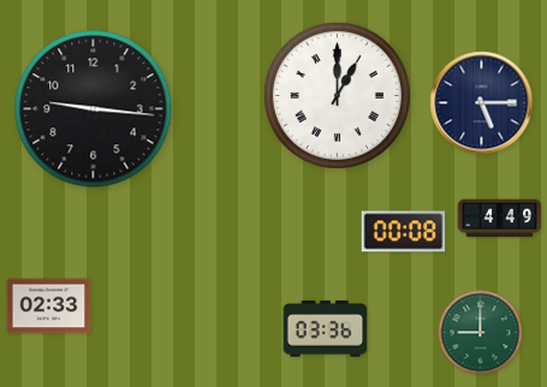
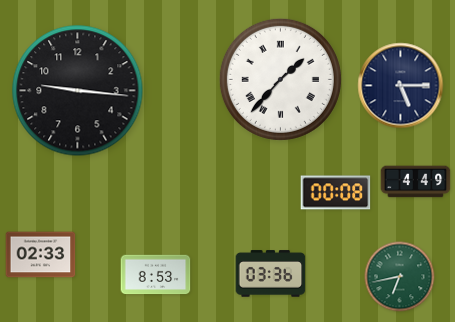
clock at (337, 95): 1:00 -> 1:37
clock at (156, 275): none -> 8:53
clock at (481, 333): 9:00 -> 6:43
